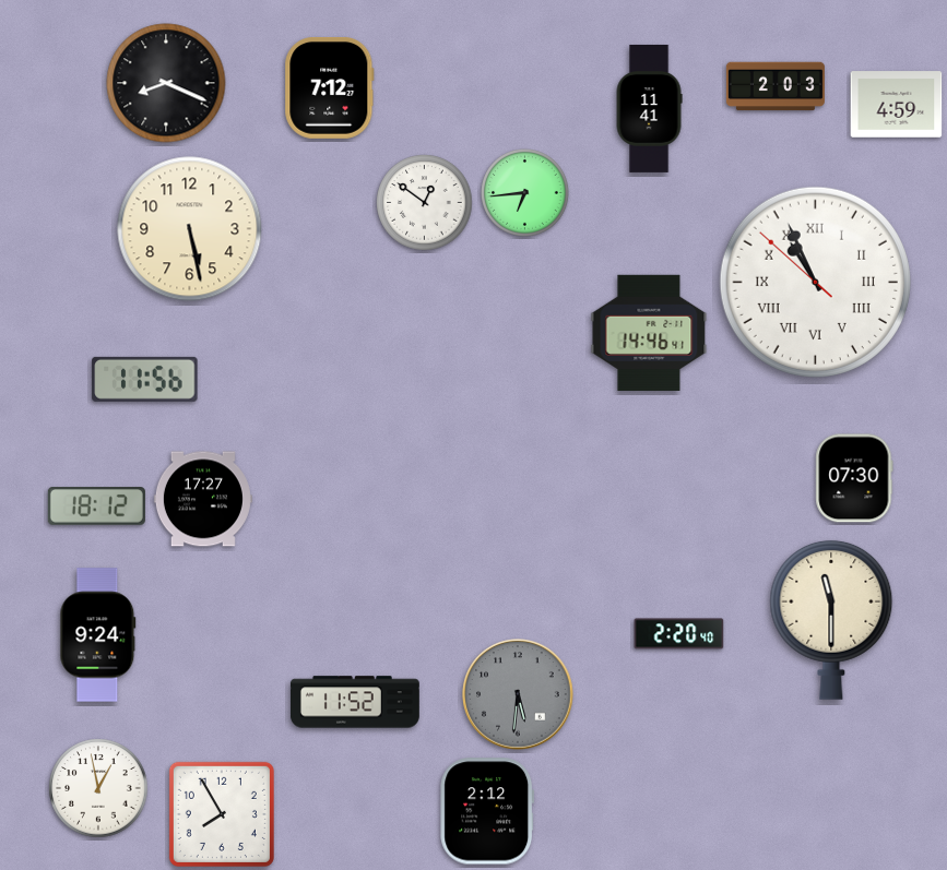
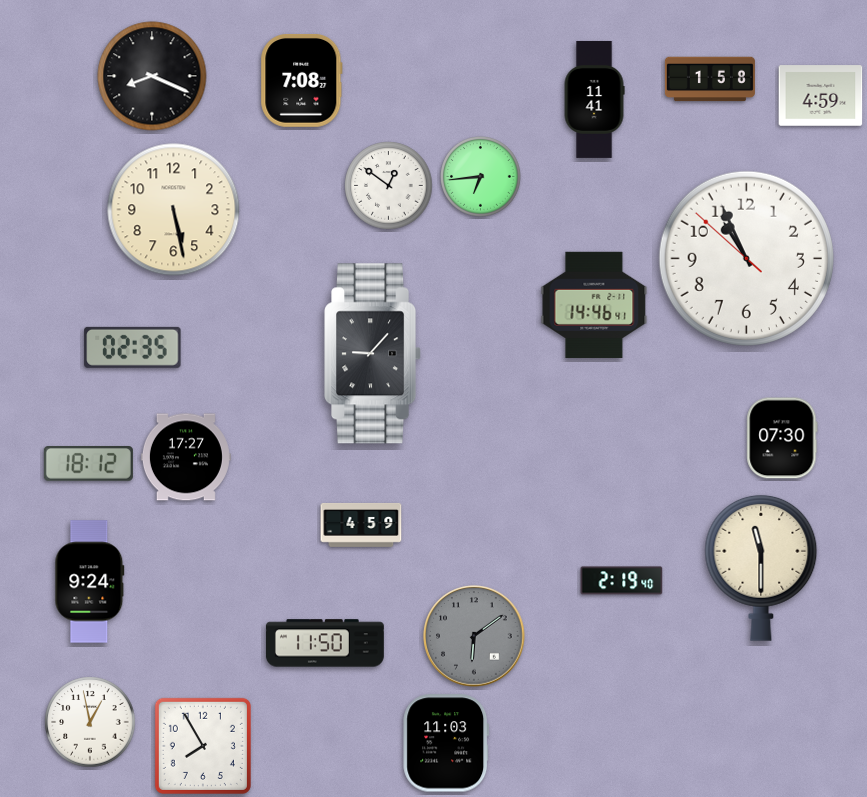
clock at (776, 86): 2:03 -> 1:58
clock at (330, 88): 7:12 -> 7:08
clock at (815, 282) numerals: Roman -> Arabic
clock at (145, 379): 11:56 -> 02:35
clock at (373, 354): none -> 9:07
clock at (361, 525): none -> 4:59
clock at (679, 634): 2:20 -> 2:19
clock at (518, 694): 5:31 -> 6:09
clock at (355, 702): 11:52 -> 11:50
clock at (487, 811): 2:12 -> 11:03
